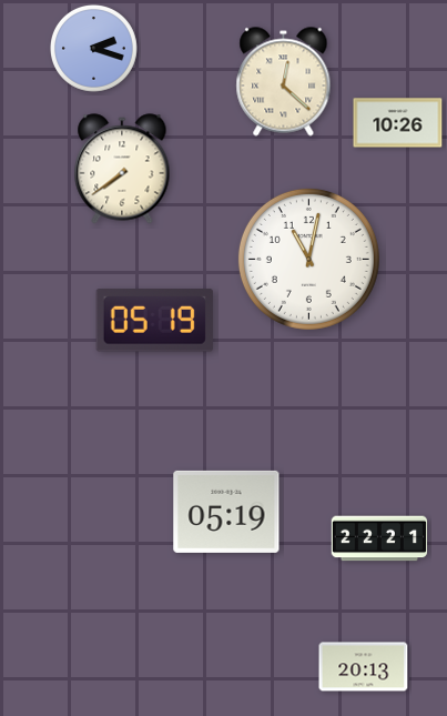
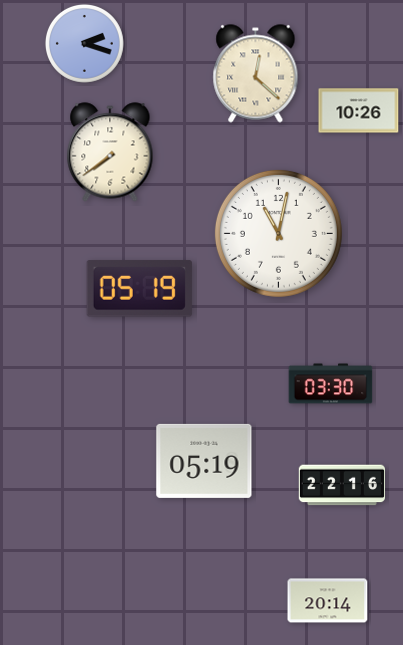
clock at (331, 384): none -> 03:30
clock at (378, 538): 22:21 -> 22:16
clock at (364, 667): 20:13 -> 20:14
